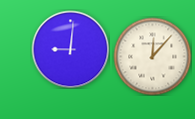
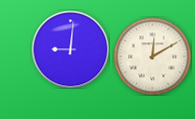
clock at (152, 56): 12:07 -> 12:10
